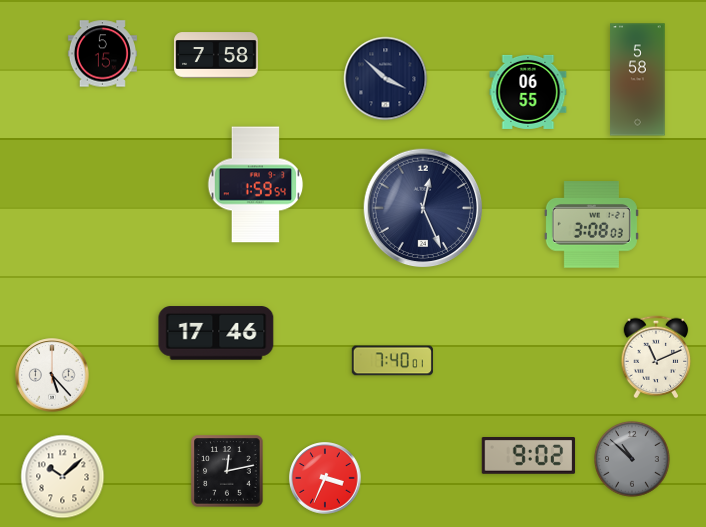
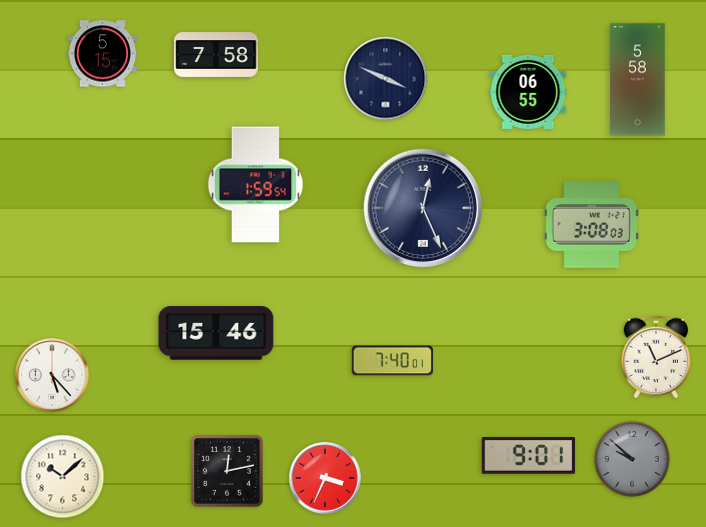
clock at (386, 79): 3:52 -> 3:49
clock at (216, 333): 17:46 -> 15:46
clock at (529, 456): 9:02 -> 9:01
clock at (632, 460): 10:52 -> 9:52
